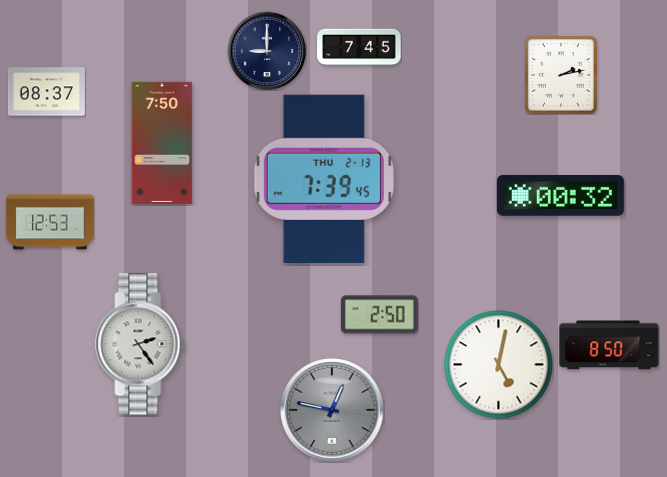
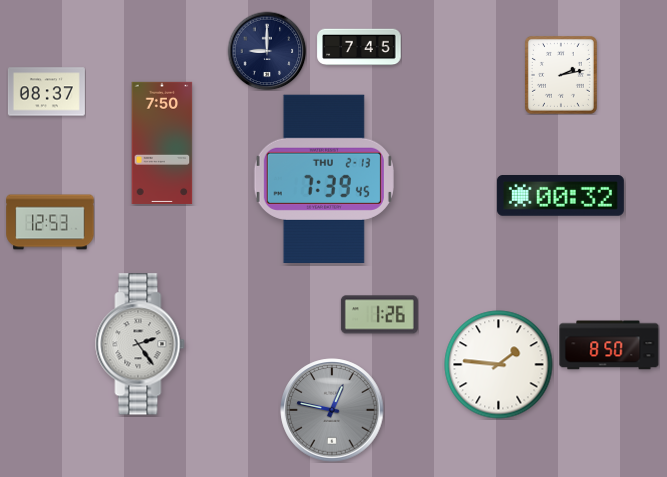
clock at (379, 315): 2:50 -> 1:26
clock at (499, 365): 5:02 -> 1:46
